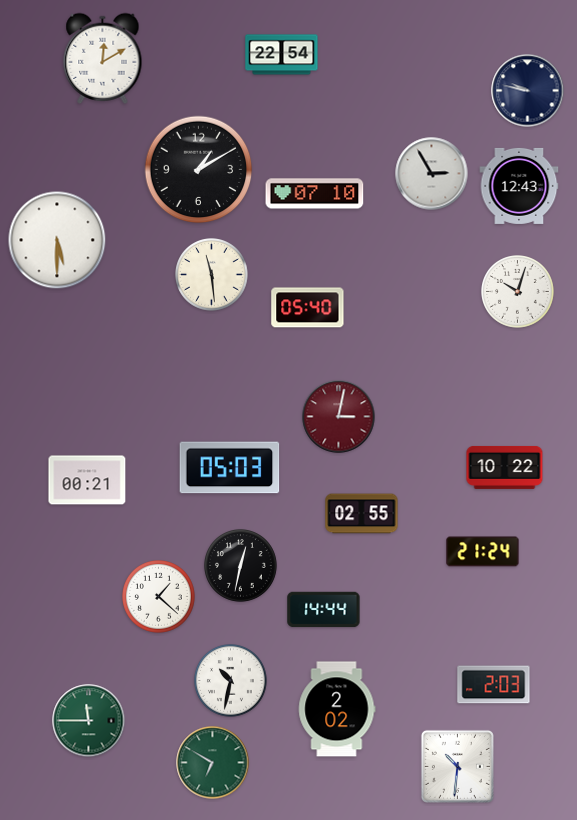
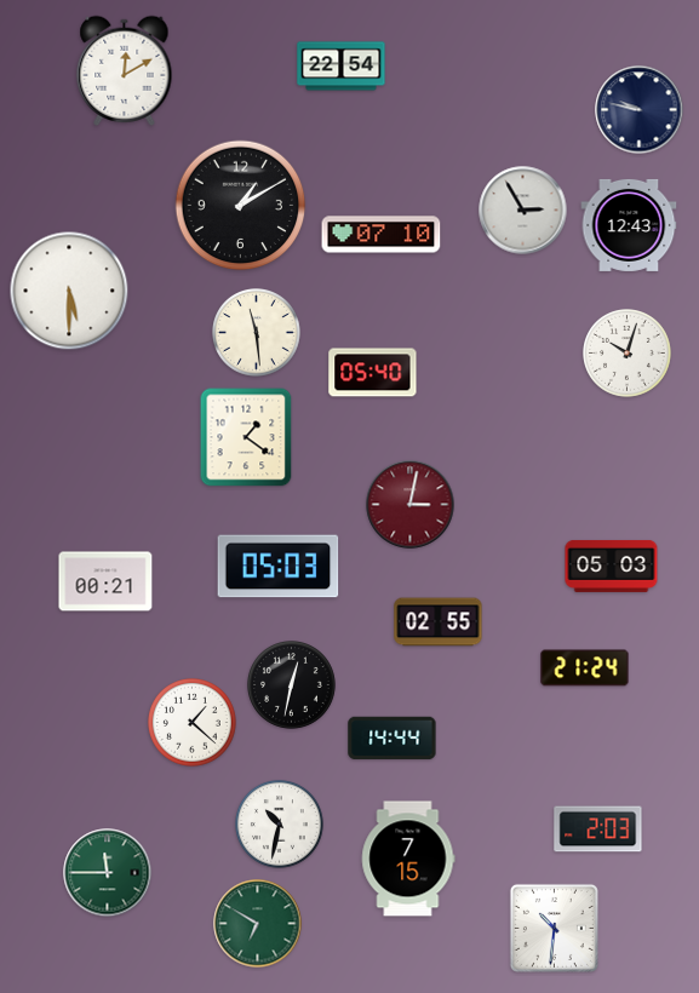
clock at (246, 437): none -> 1:21
clock at (505, 467): 10:22 -> 05:03
clock at (337, 709): 2:02 -> 7:15
